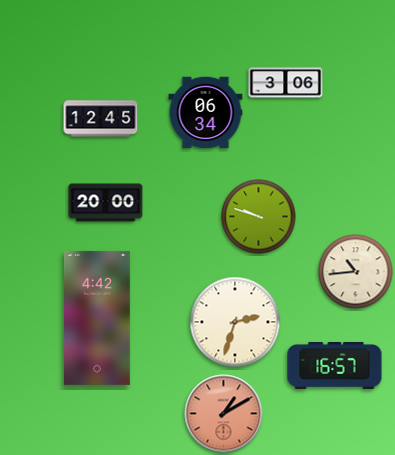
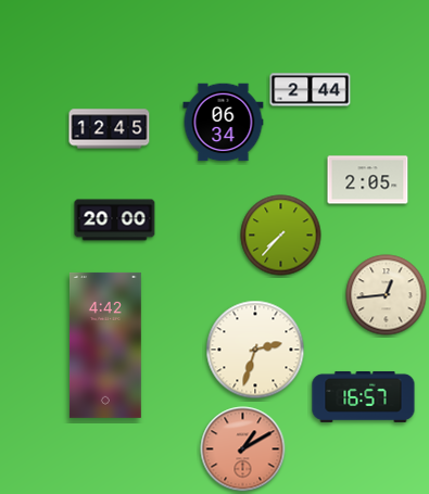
clock at (286, 83): 3:06 -> 2:44
clock at (368, 180): none -> 2:05
clock at (259, 217): 9:48 -> 7:37
clock at (356, 272): 10:44 -> 12:44
